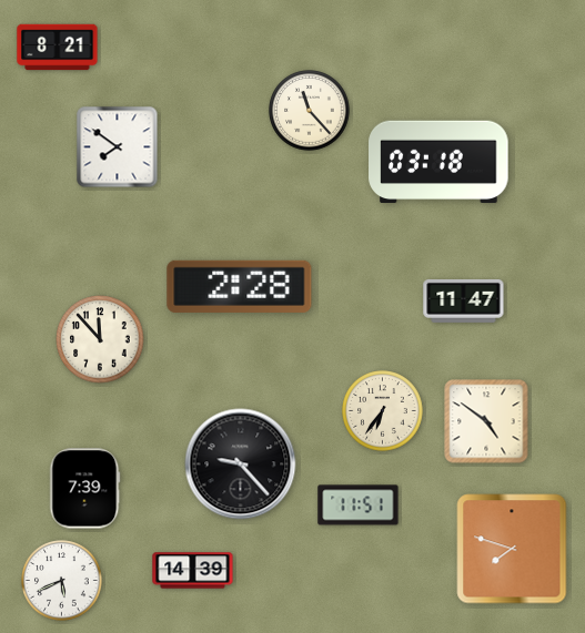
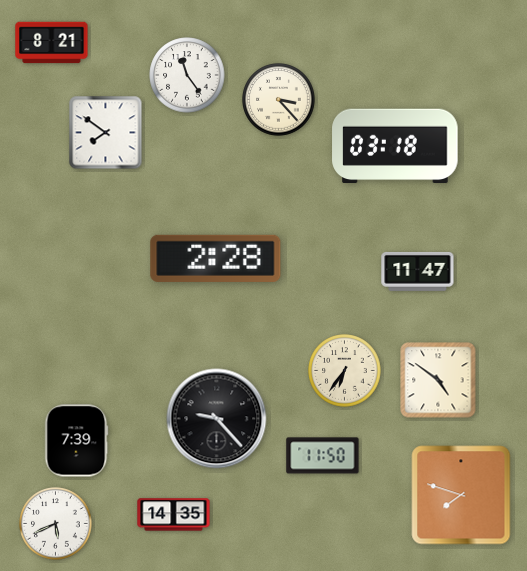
clock at (187, 75): none -> 11:24
clock at (310, 111): 11:23 -> 3:23
clock at (100, 339): 11:53 -> none
clock at (359, 506): 11:51 -> 11:50
clock at (193, 571): 14:39 -> 14:35
